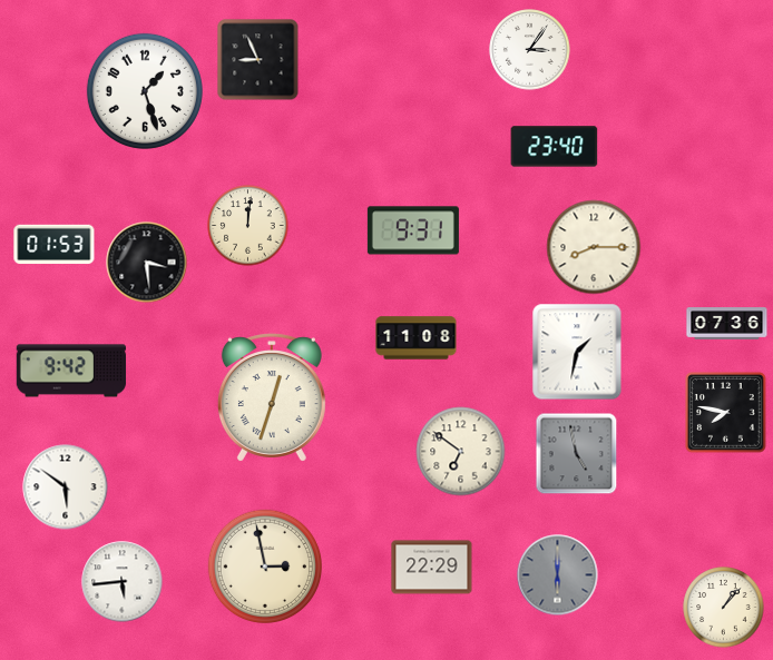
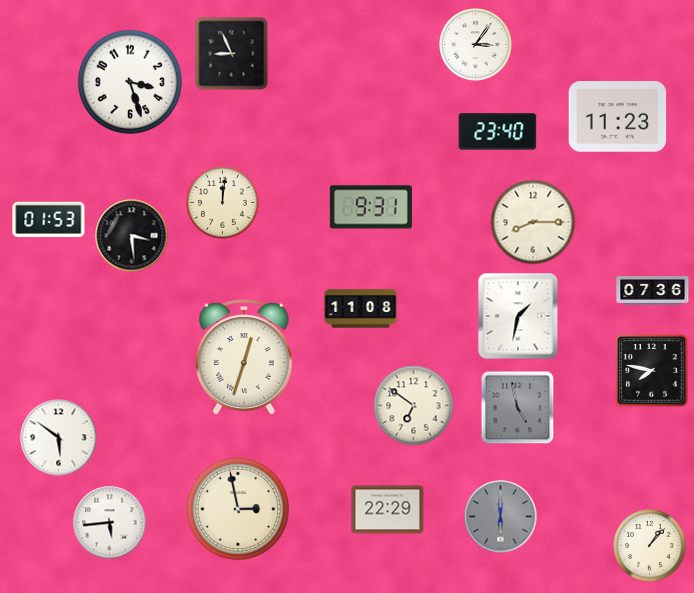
clock at (145, 91): 1:27 -> 3:27
clock at (618, 117): none -> 11:23
clock at (417, 338) position: (417, 338) -> (361, 309)
clock at (71, 371): 9:42 -> none
